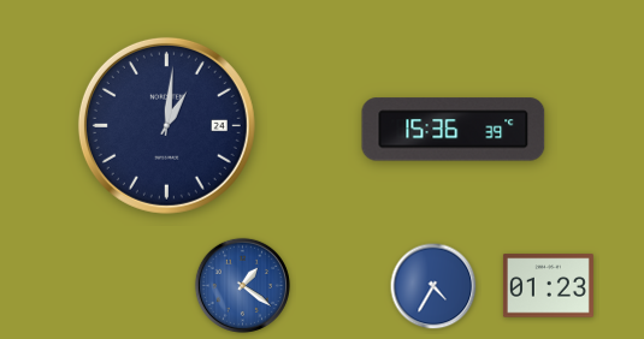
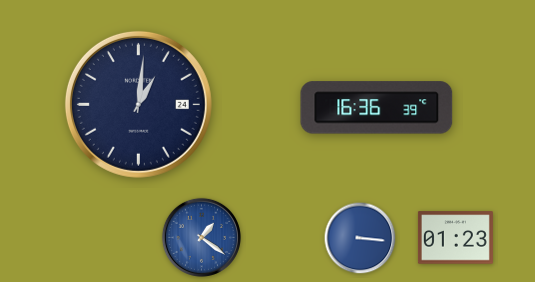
clock at (454, 130): 15:36 -> 16:36
clock at (433, 286): 4:35 -> 3:16
